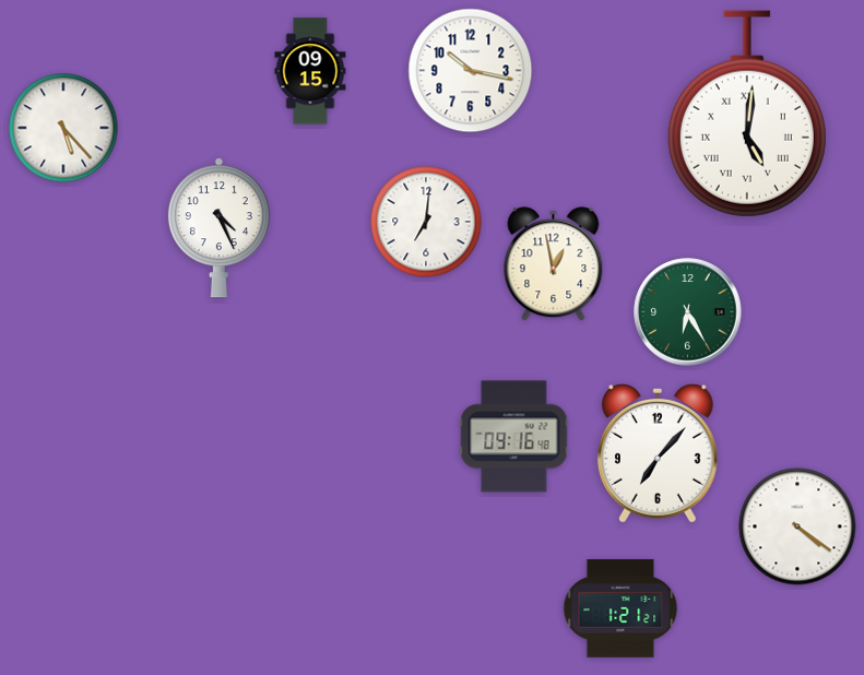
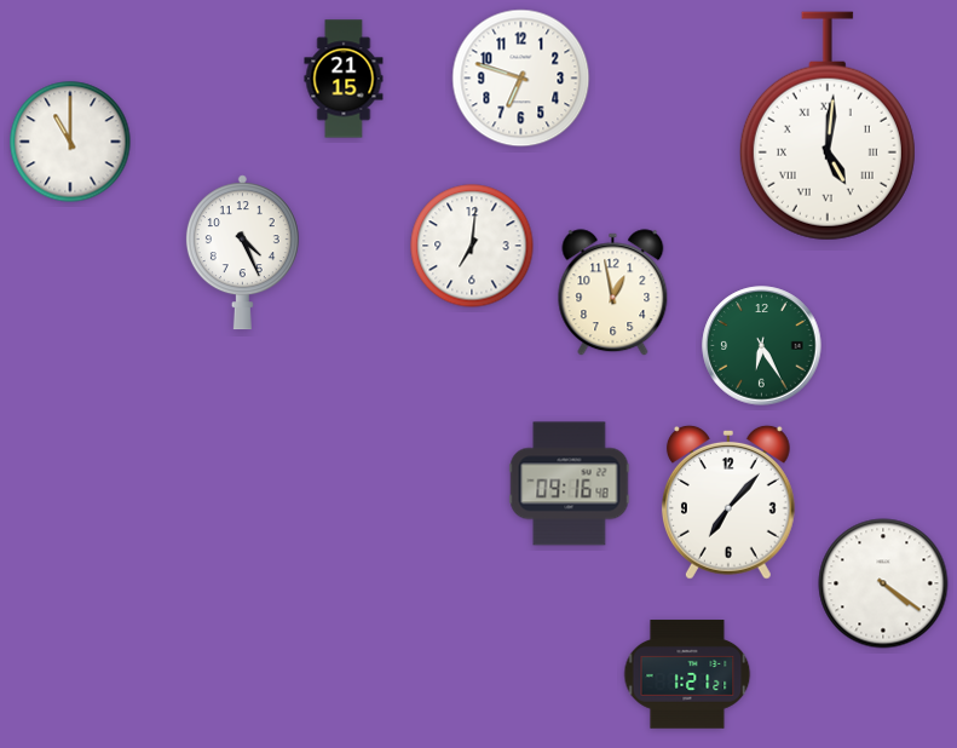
clock at (310, 71): 09:15 -> 21:15
clock at (471, 71): 10:17 -> 6:48
clock at (63, 128): 5:23 -> 11:00
